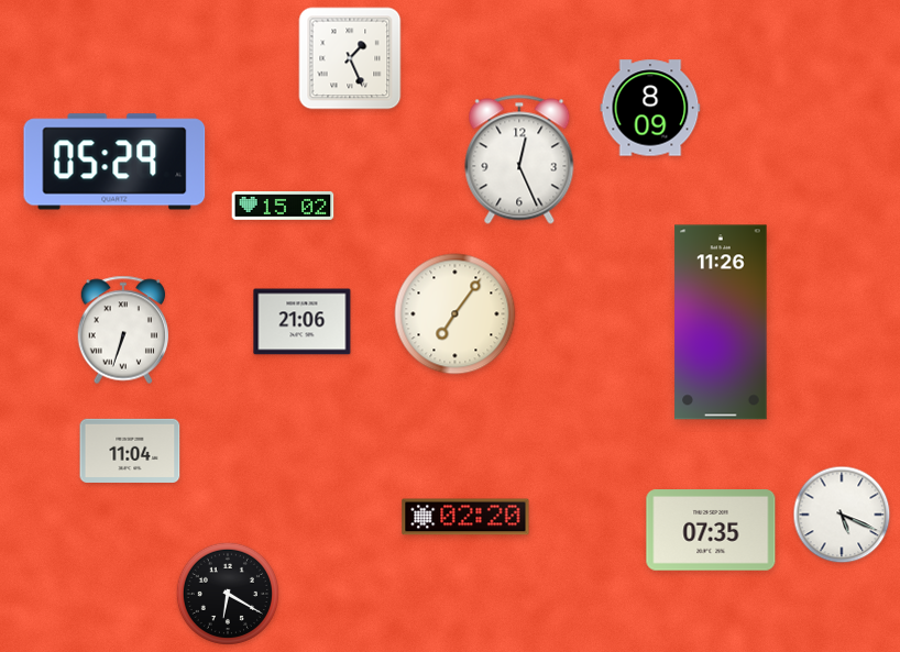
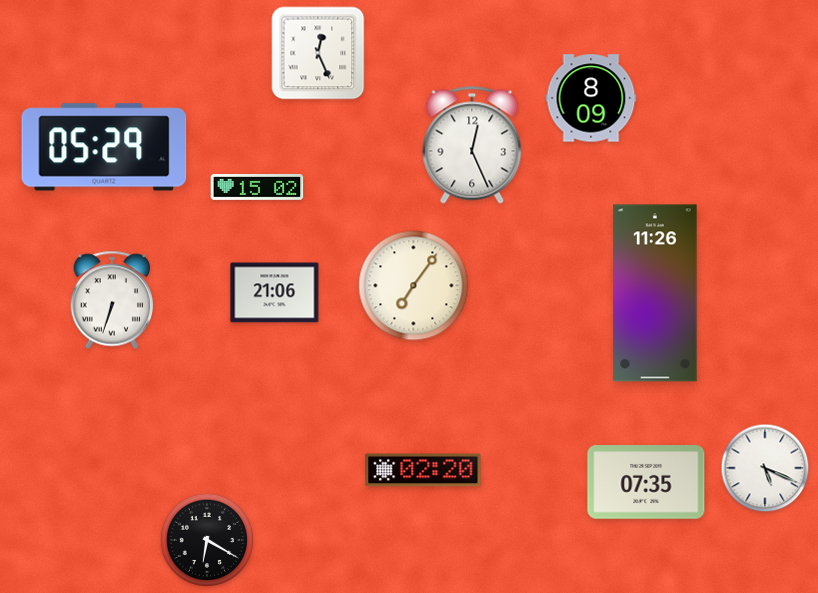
clock at (350, 58): 1:26 -> 12:26
clock at (130, 451): 11:04 -> none
